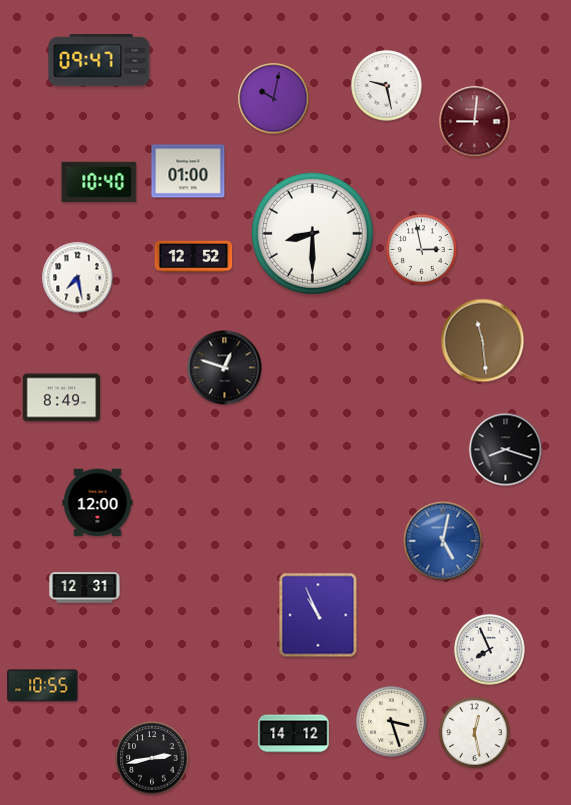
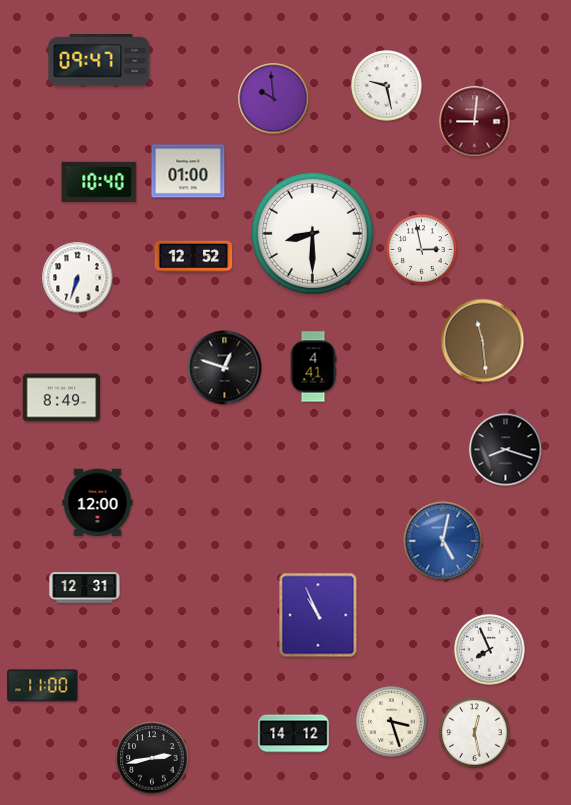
clock at (274, 99): 10:02 -> 9:59
clock at (78, 278): 7:28 -> 6:33
clock at (313, 367): none -> 4:41
clock at (43, 686): 10:55 -> 11:00
